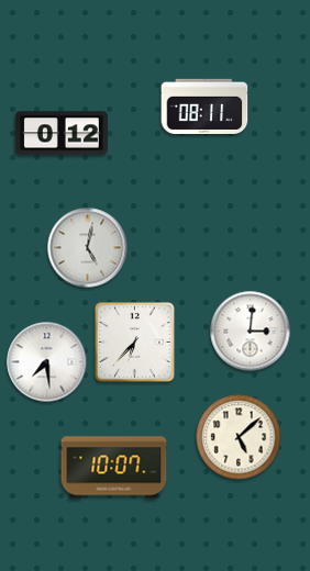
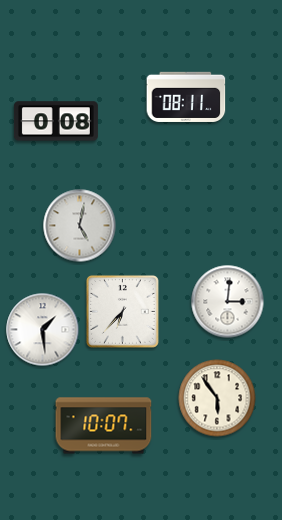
clock at (62, 133): 0:12 -> 0:08
clock at (47, 362): 7:29 -> 1:29
clock at (239, 437): 5:08 -> 5:54
